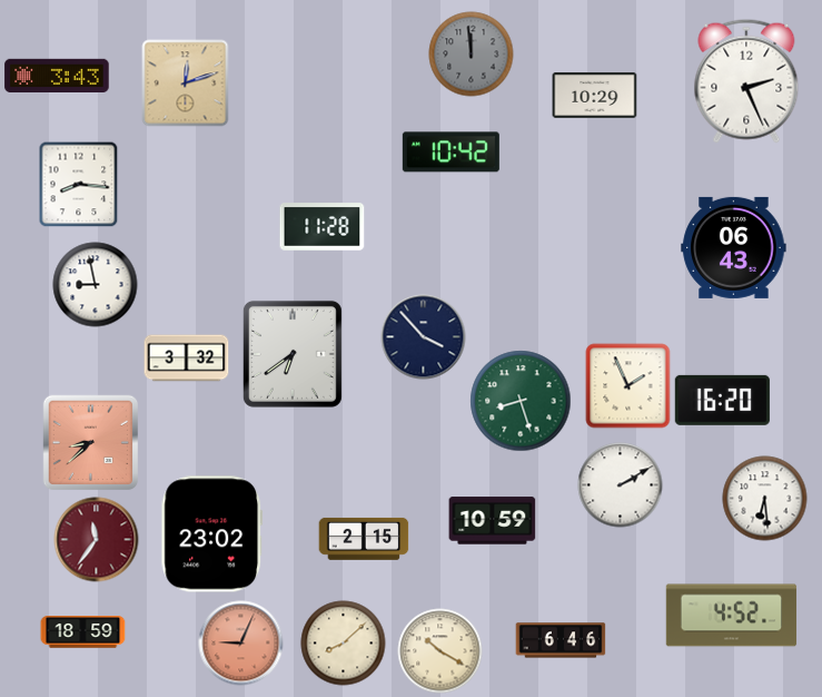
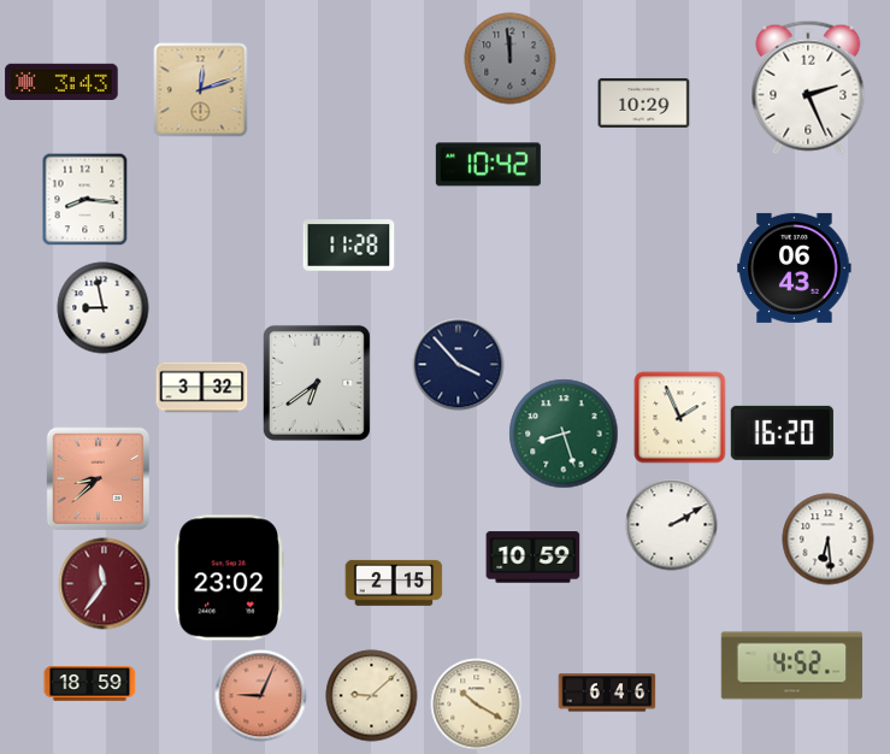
clock at (493, 521) position: (493, 521) -> (534, 558)
clock at (344, 644): 8:08 -> 9:08
